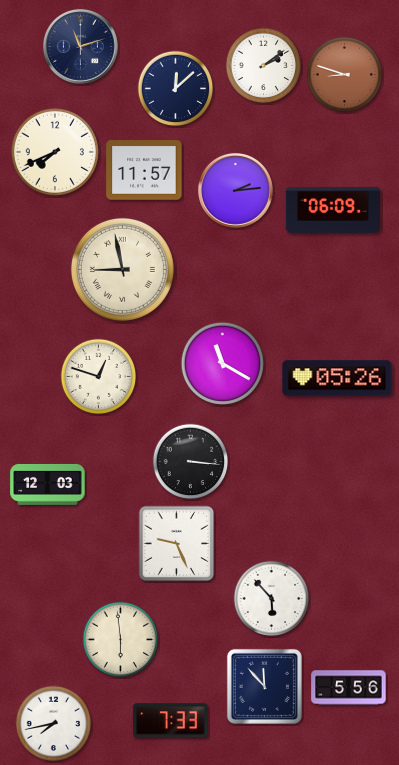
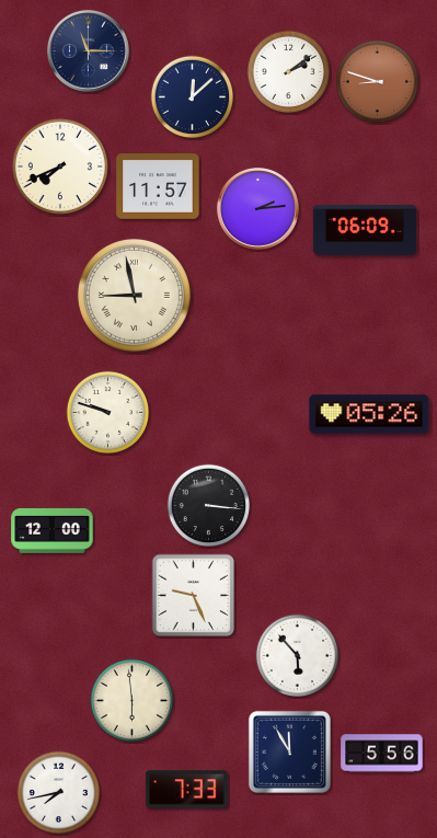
clock at (80, 46): 11:12 -> 11:15
clock at (222, 363): 11:20 -> none
clock at (99, 377): 12:48 -> 9:48
clock at (48, 484): 12:03 -> 12:00
clock at (264, 686): 11:53 -> 11:55
